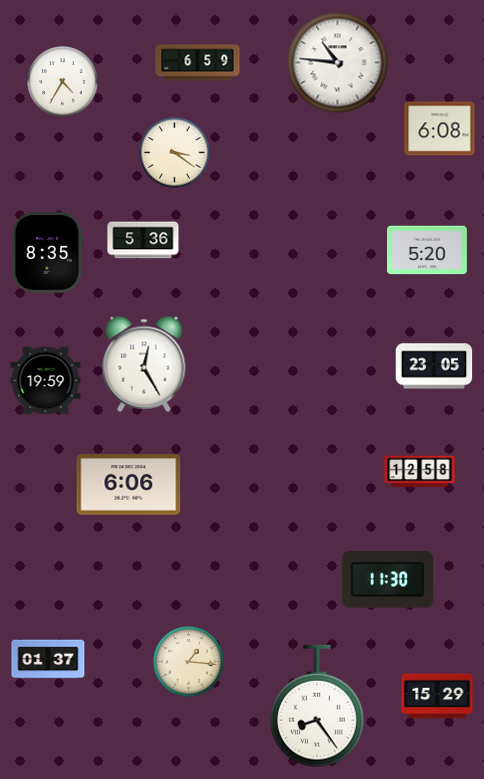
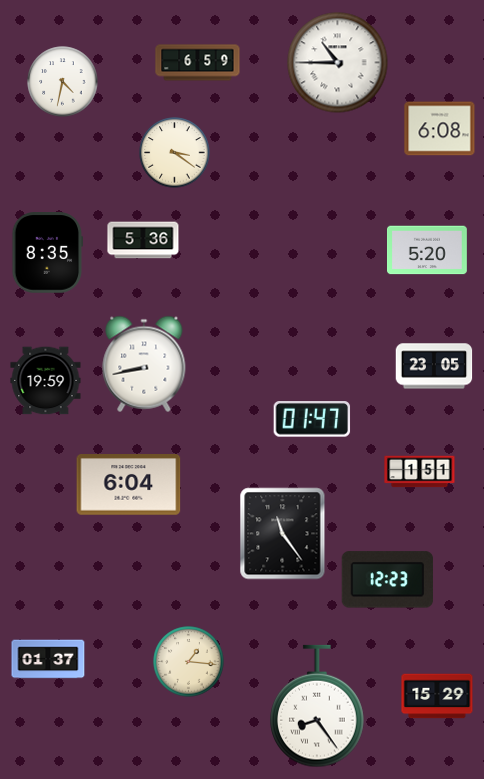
clock at (338, 63): 10:46 -> 10:45
clock at (63, 82): 4:35 -> 4:32
clock at (144, 364): 12:25 -> 8:43
clock at (312, 419): none -> 01:47
clock at (420, 472): 12:58 -> 1:51
clock at (129, 485): 6:06 -> 6:04
clock at (283, 534): none -> 11:24
clock at (387, 580): 11:30 -> 12:23
